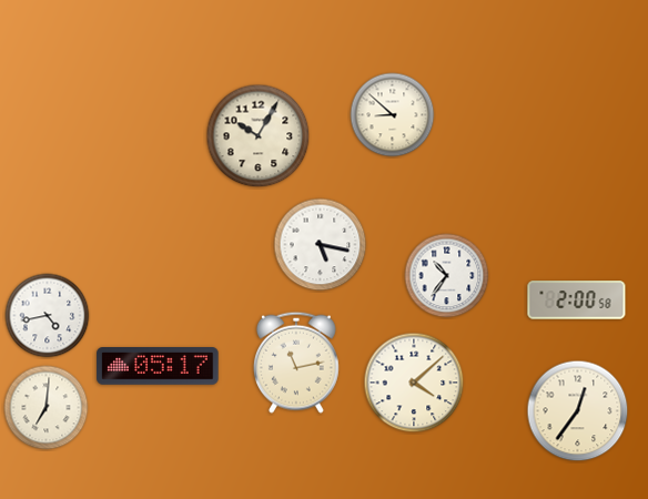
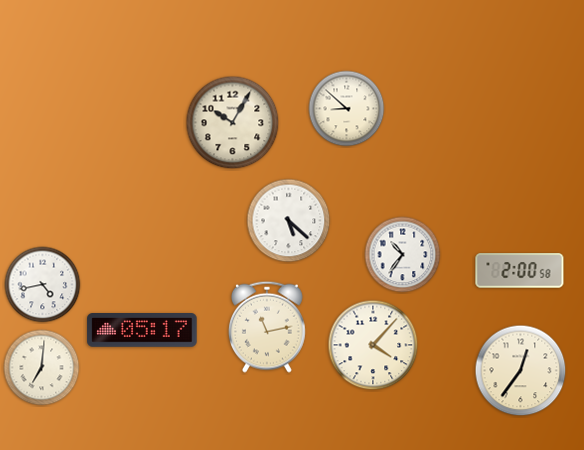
clock at (393, 115) position: (393, 115) -> (347, 109)
clock at (321, 245): 5:17 -> 5:22
clock at (447, 276) position: (447, 276) -> (403, 255)
clock at (414, 383): 4:08 -> 4:07
